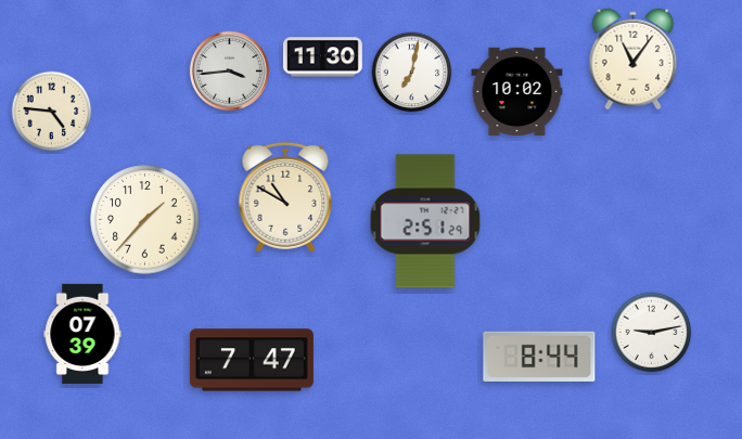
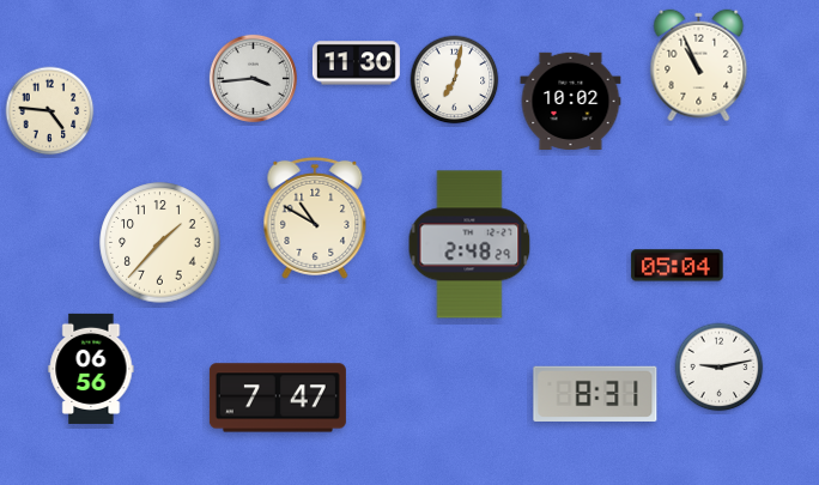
clock at (634, 60): 11:06 -> 10:56
clock at (52, 112) position: (52, 112) -> (50, 111)
clock at (425, 221): 2:51 -> 2:48
clock at (678, 266): none -> 05:04
clock at (82, 334): 07:39 -> 06:56
clock at (539, 357): 8:44 -> 8:31
